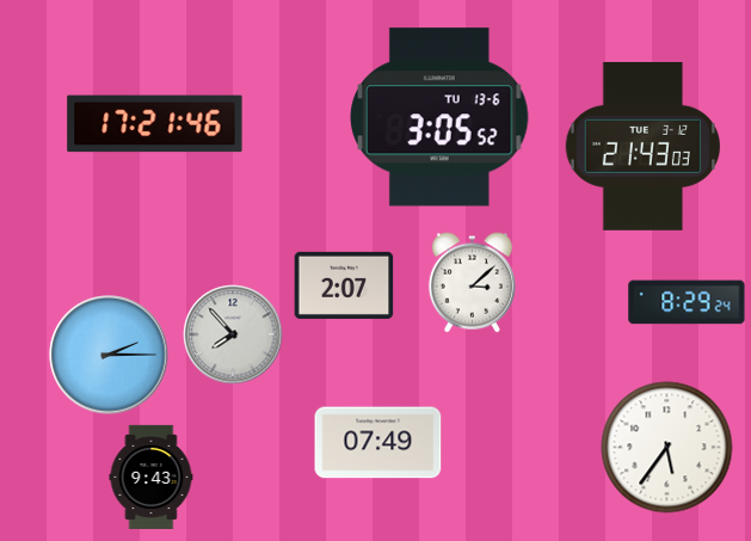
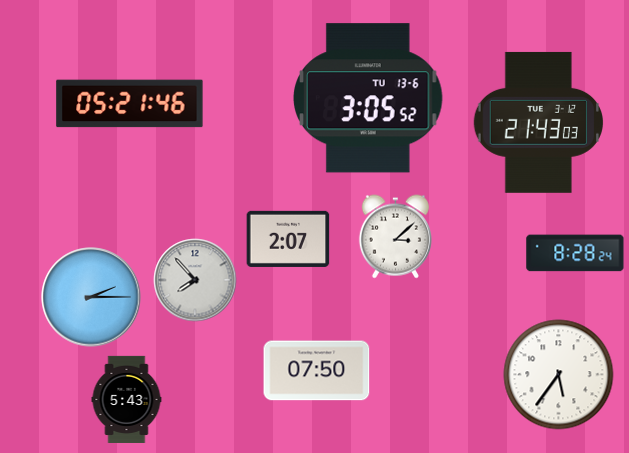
clock at (155, 124): 17:21 -> 05:21
clock at (687, 302): 8:29 -> 8:28
clock at (378, 443): 07:49 -> 07:50
clock at (152, 477): 9:43 -> 5:43
